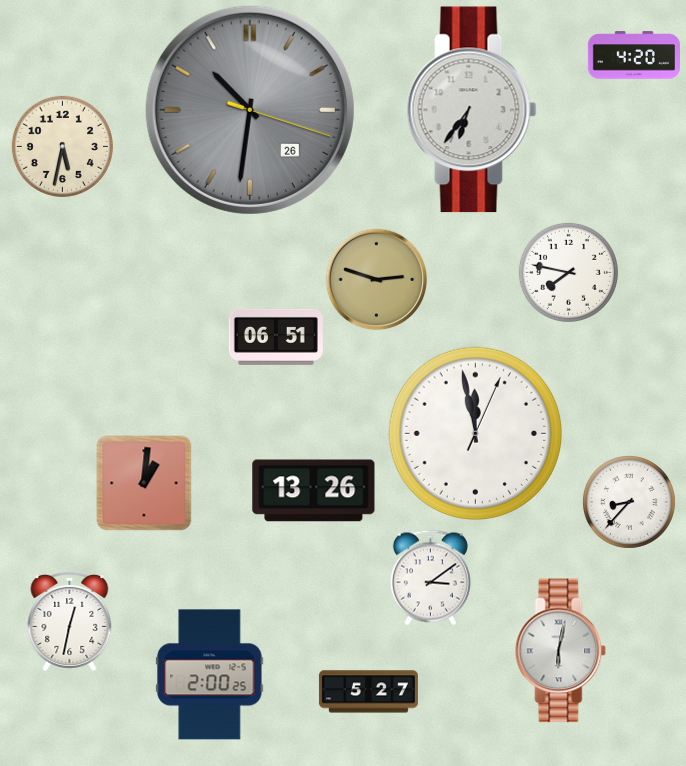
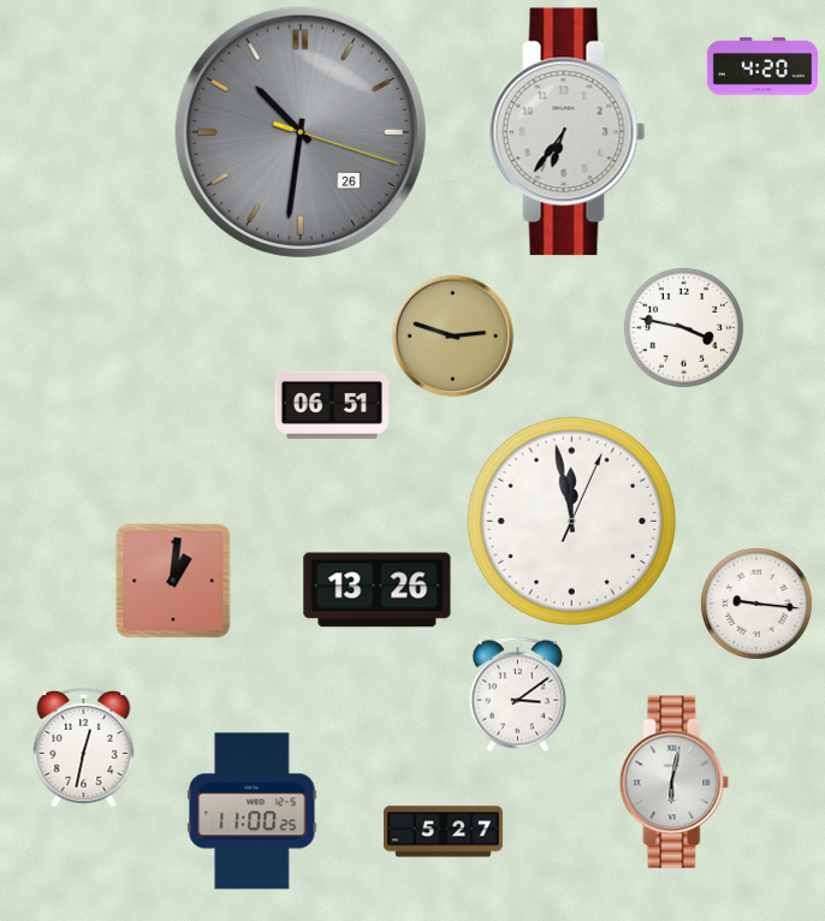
clock at (62, 146): 5:32 -> none
clock at (568, 272): 7:47 -> 3:47
clock at (629, 502): 8:37 -> 9:16
clock at (210, 675): 2:00 -> 11:00
